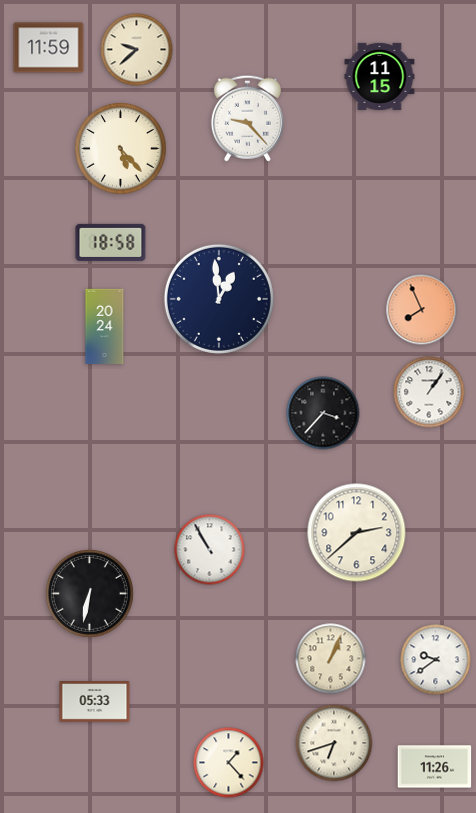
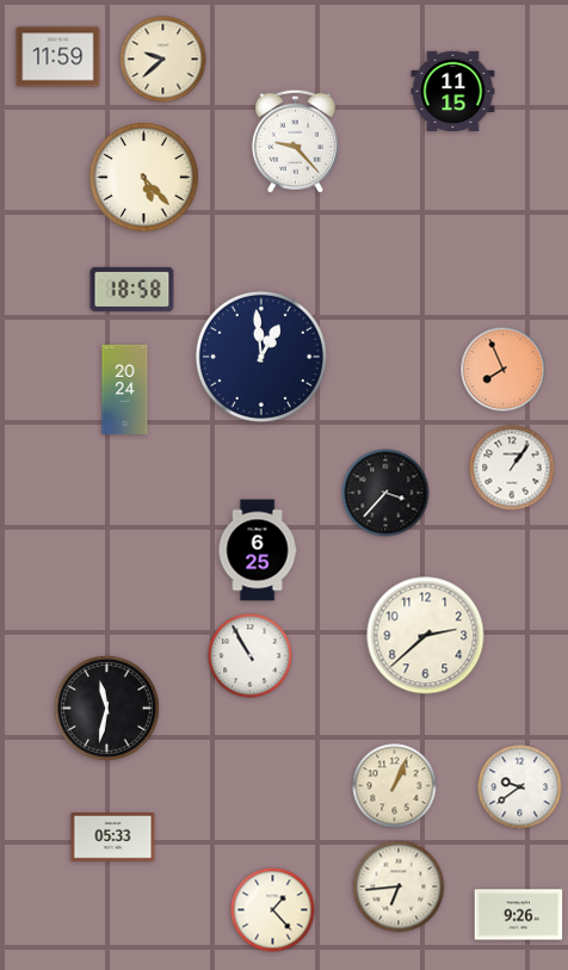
clock at (258, 550): none -> 6:25
clock at (90, 594): 6:32 -> 11:32
clock at (334, 743): 6:42 -> 6:44
clock at (435, 767): 11:26 -> 9:26
